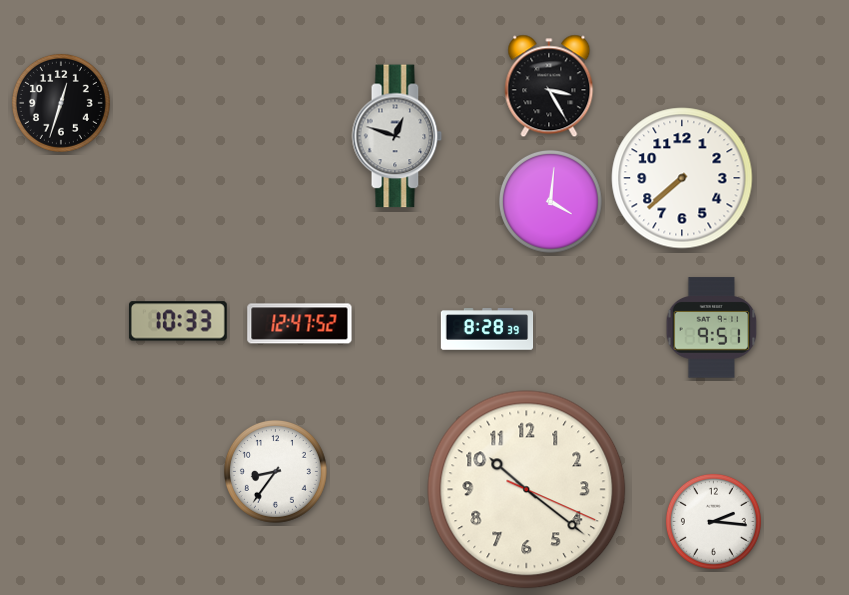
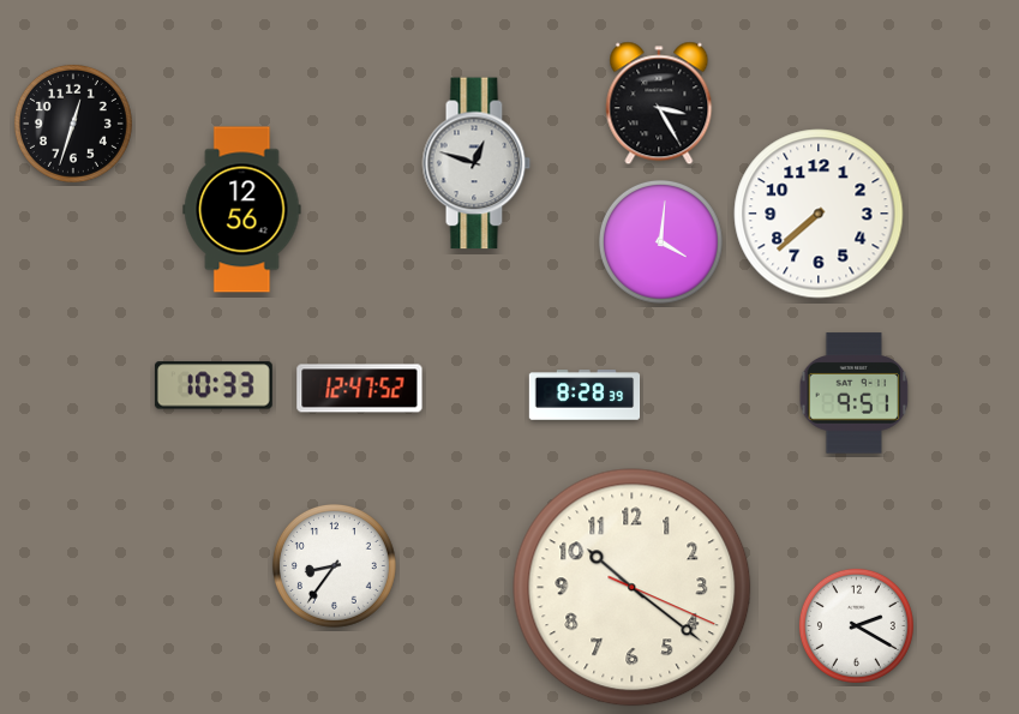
clock at (242, 210): none -> 12:56
clock at (275, 471) position: (275, 471) -> (334, 565)
clock at (713, 521): 2:16 -> 2:20
